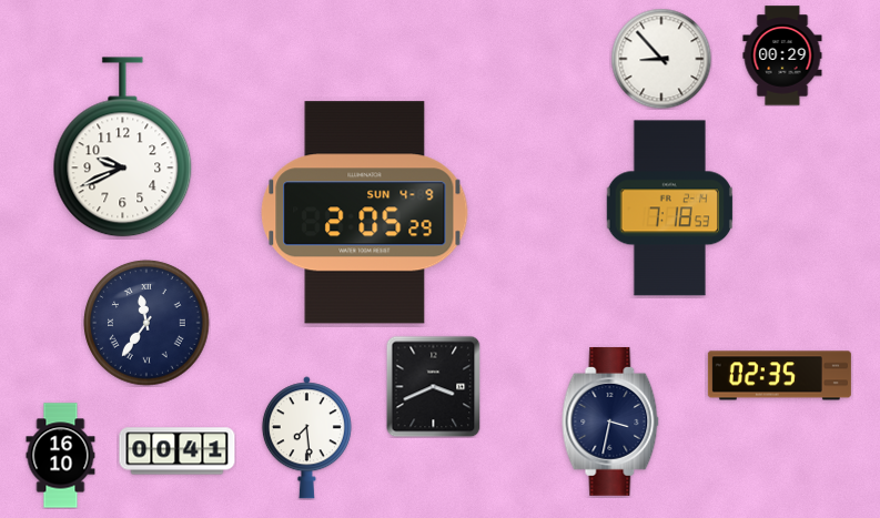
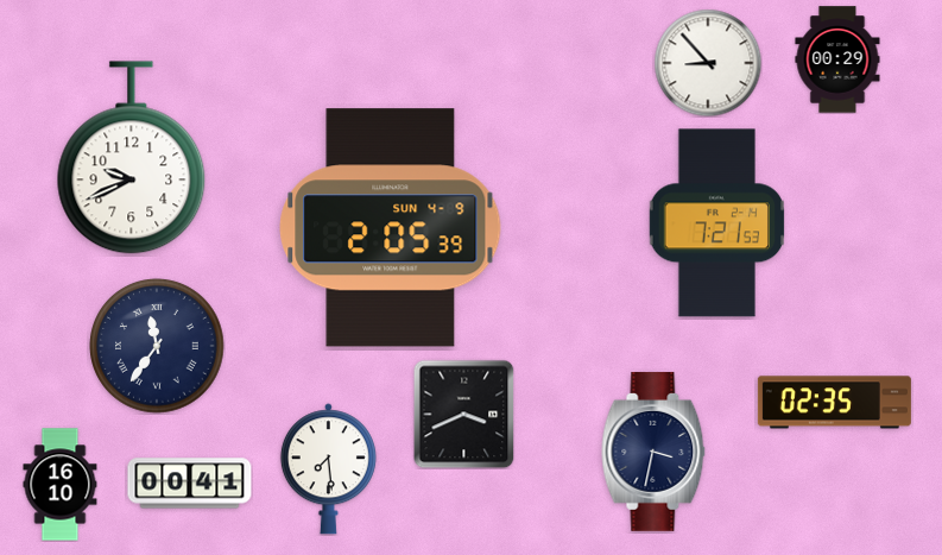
clock at (670, 209): 7:18 -> 7:21
clock at (365, 213): 2:05:29 -> 2:05:39
clock at (61, 456) position: (61, 456) -> (61, 485)
